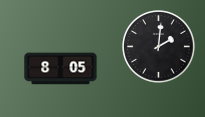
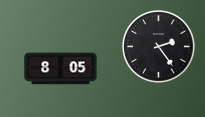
clock at (159, 47): 2:01 -> 2:24
